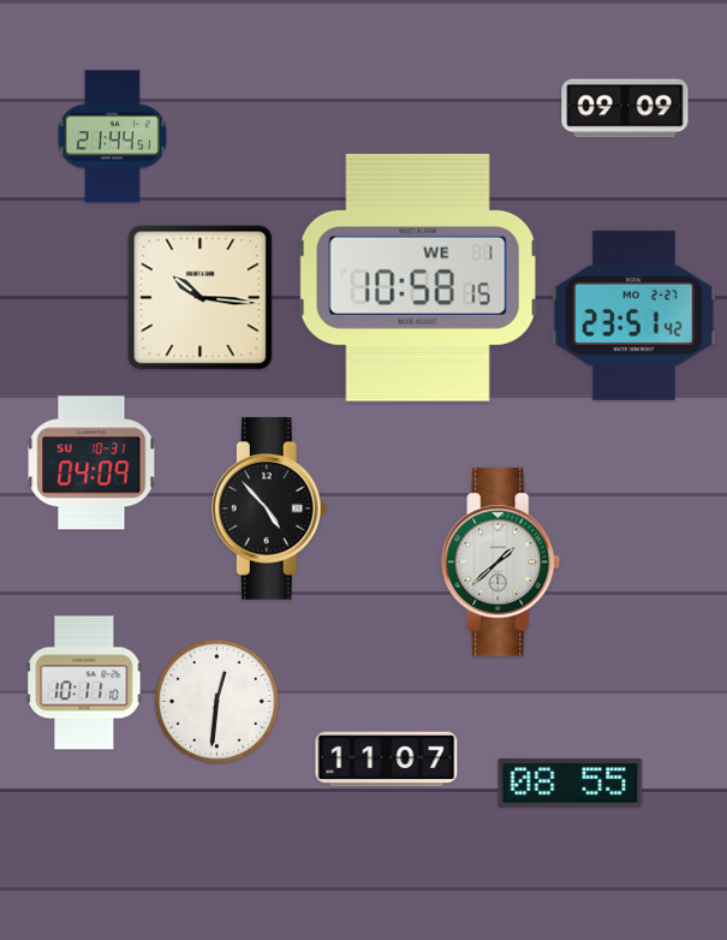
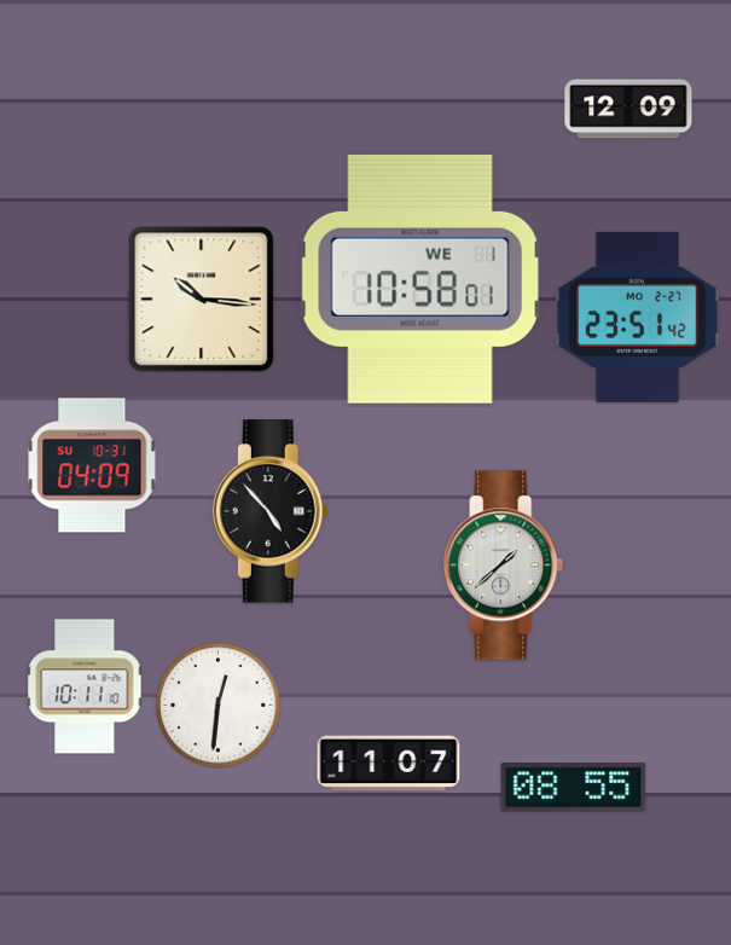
clock at (625, 108): 09:09 -> 12:09
clock at (112, 137): 21:44 -> none
clock at (418, 278): 10:58:15 -> 10:58:01
